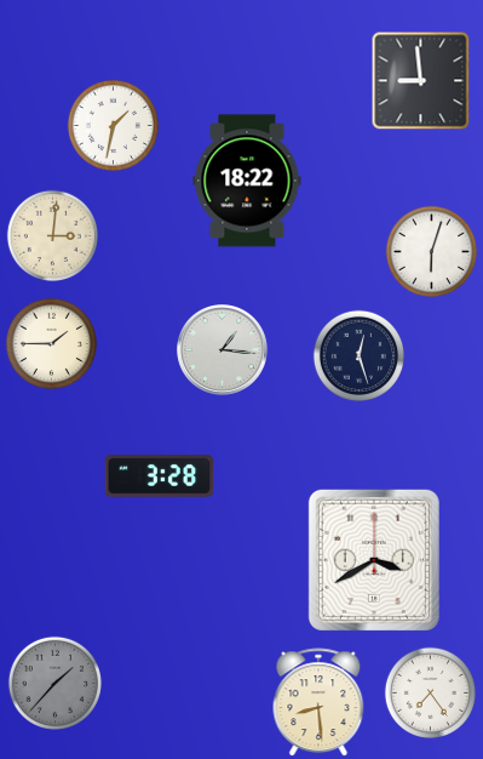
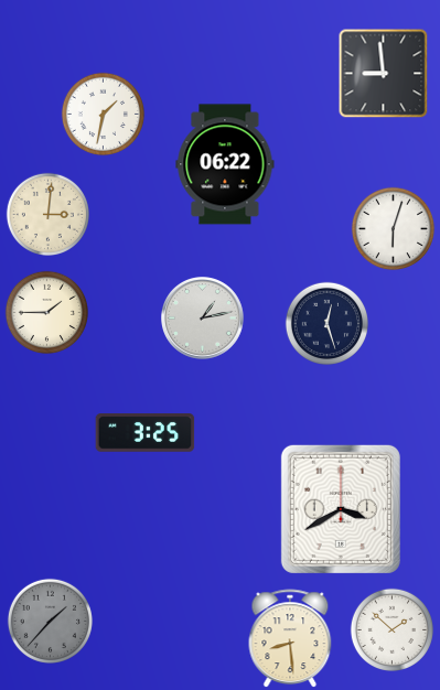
clock at (247, 181): 18:22 -> 06:22
clock at (223, 350): 1:16 -> 1:13
clock at (160, 476): 3:28 -> 3:25
clock at (430, 692): 7:24 -> 1:52
